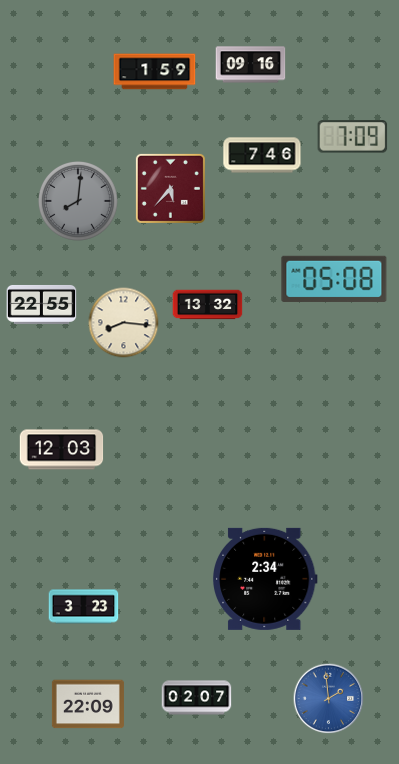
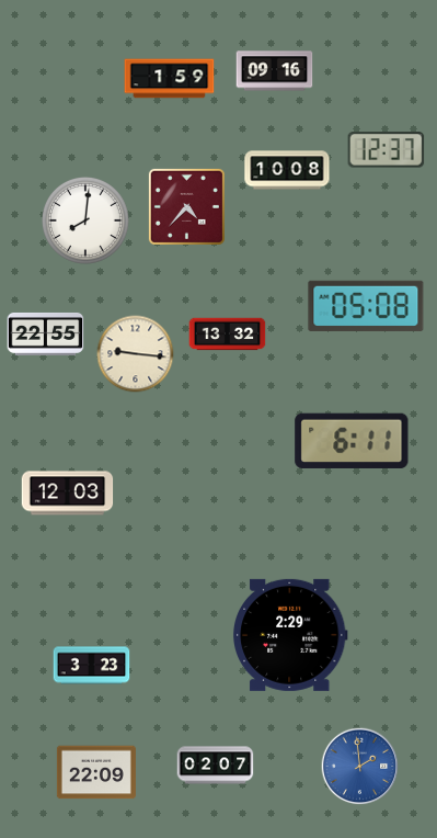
clock at (353, 137): 7:09 -> 12:37
clock at (262, 155): 7:46 -> 10:08
clock at (170, 188): 5:37 -> 4:37
clock at (78, 201) dial: grey -> white
clock at (124, 323): 8:16 -> 9:16
clock at (352, 440): none -> 6:11
clock at (266, 579): 2:34 -> 2:29
